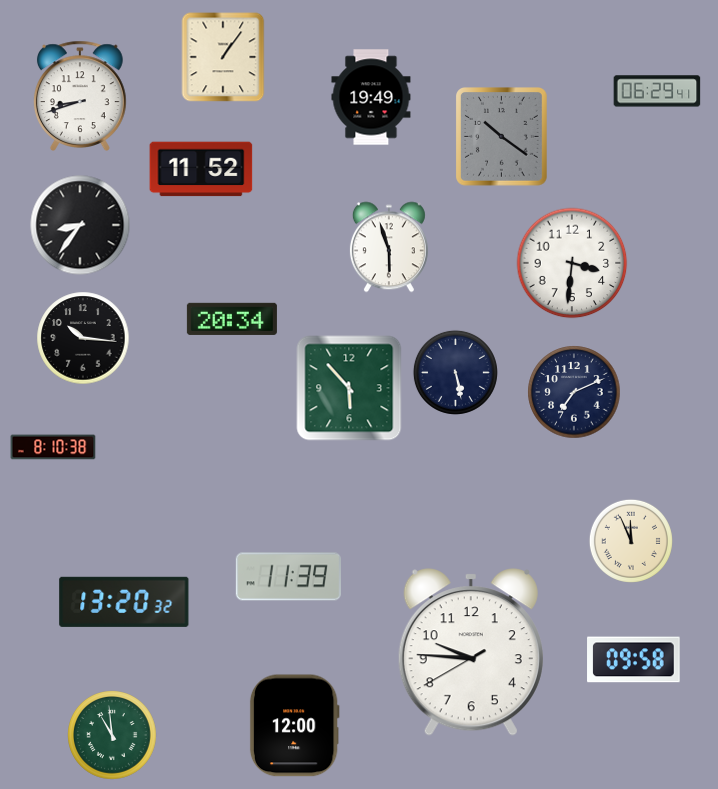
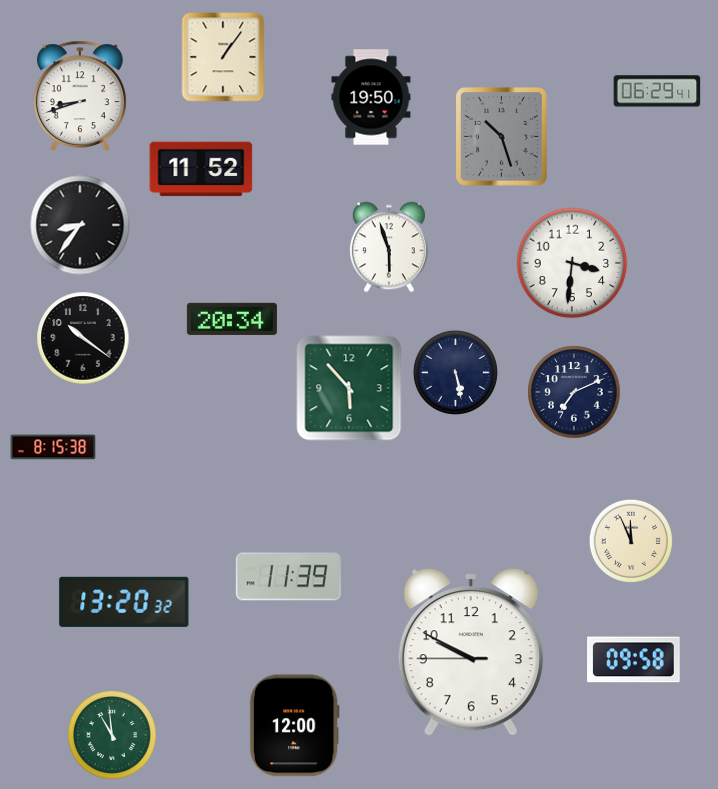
clock at (371, 97): 19:49 -> 19:50
clock at (502, 137): 10:21 -> 10:27
clock at (83, 338): 10:16 -> 10:21
clock at (53, 447): 8:10 -> 8:15
clock at (471, 652): 9:45 -> 9:49
